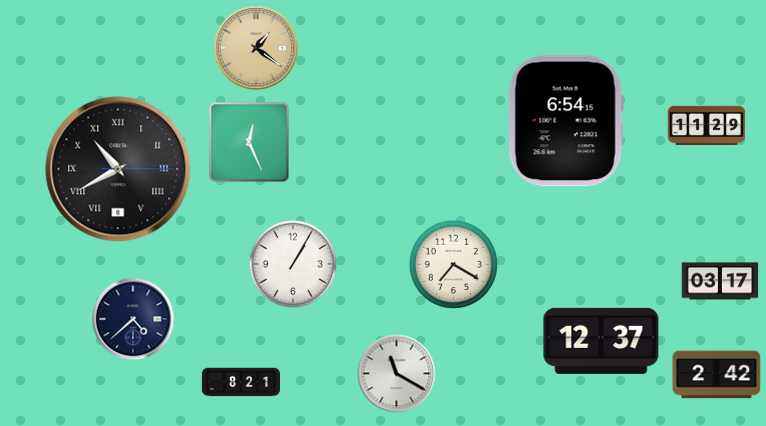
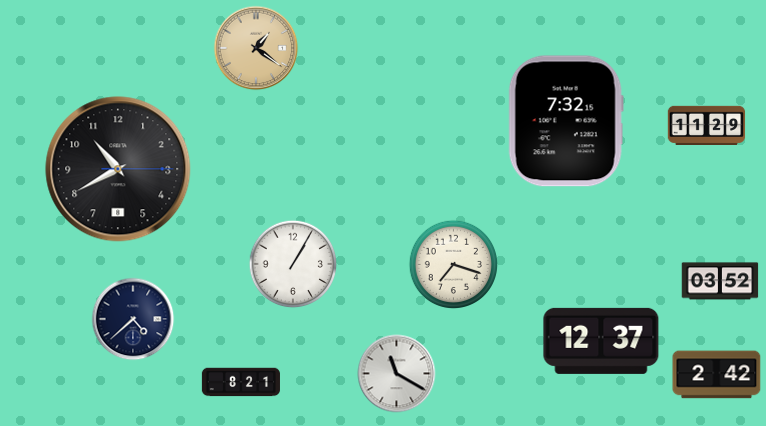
clock at (566, 121): 6:54 -> 7:32
clock at (249, 142): 12:26 -> none
clock at (118, 169) numerals: Roman -> Arabic
clock at (454, 265): 7:20 -> 7:18
clock at (720, 281): 03:17 -> 03:52
